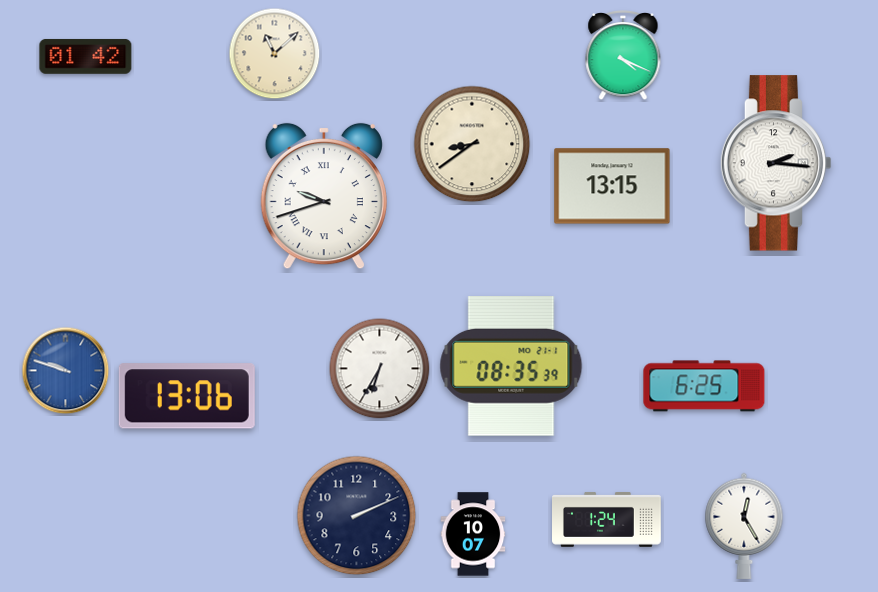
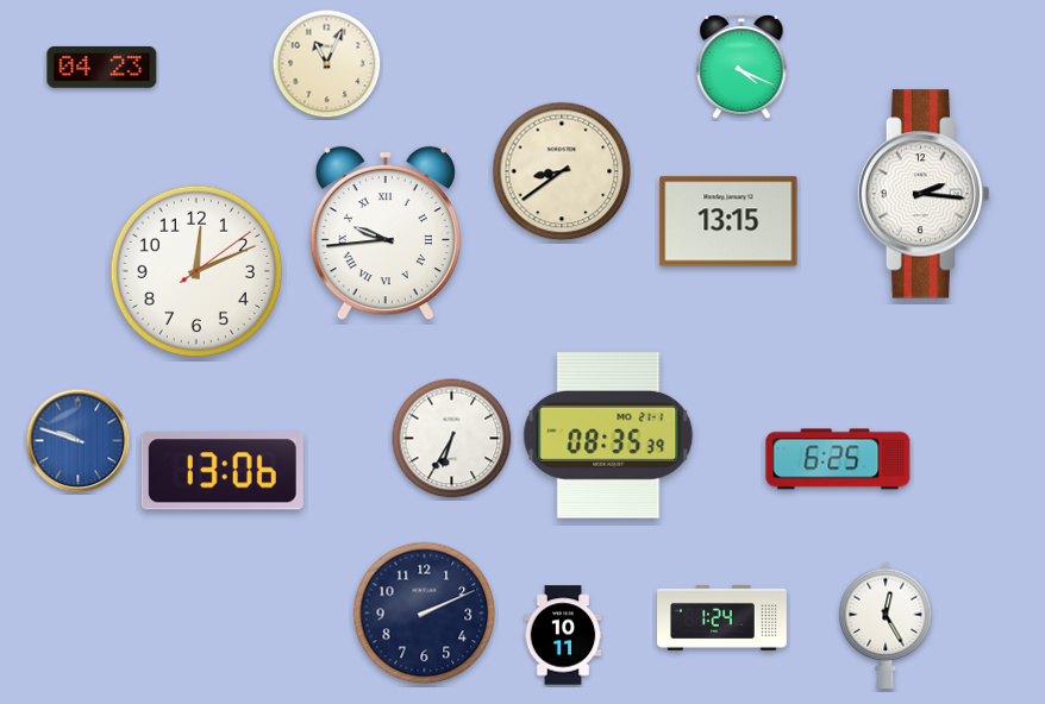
clock at (275, 54): 11:08 -> 11:04
clock at (86, 57): 01:42 -> 04:23
clock at (324, 196): 9:42 -> 9:44
clock at (196, 271): none -> 12:11
clock at (473, 534): 10:07 -> 10:11
